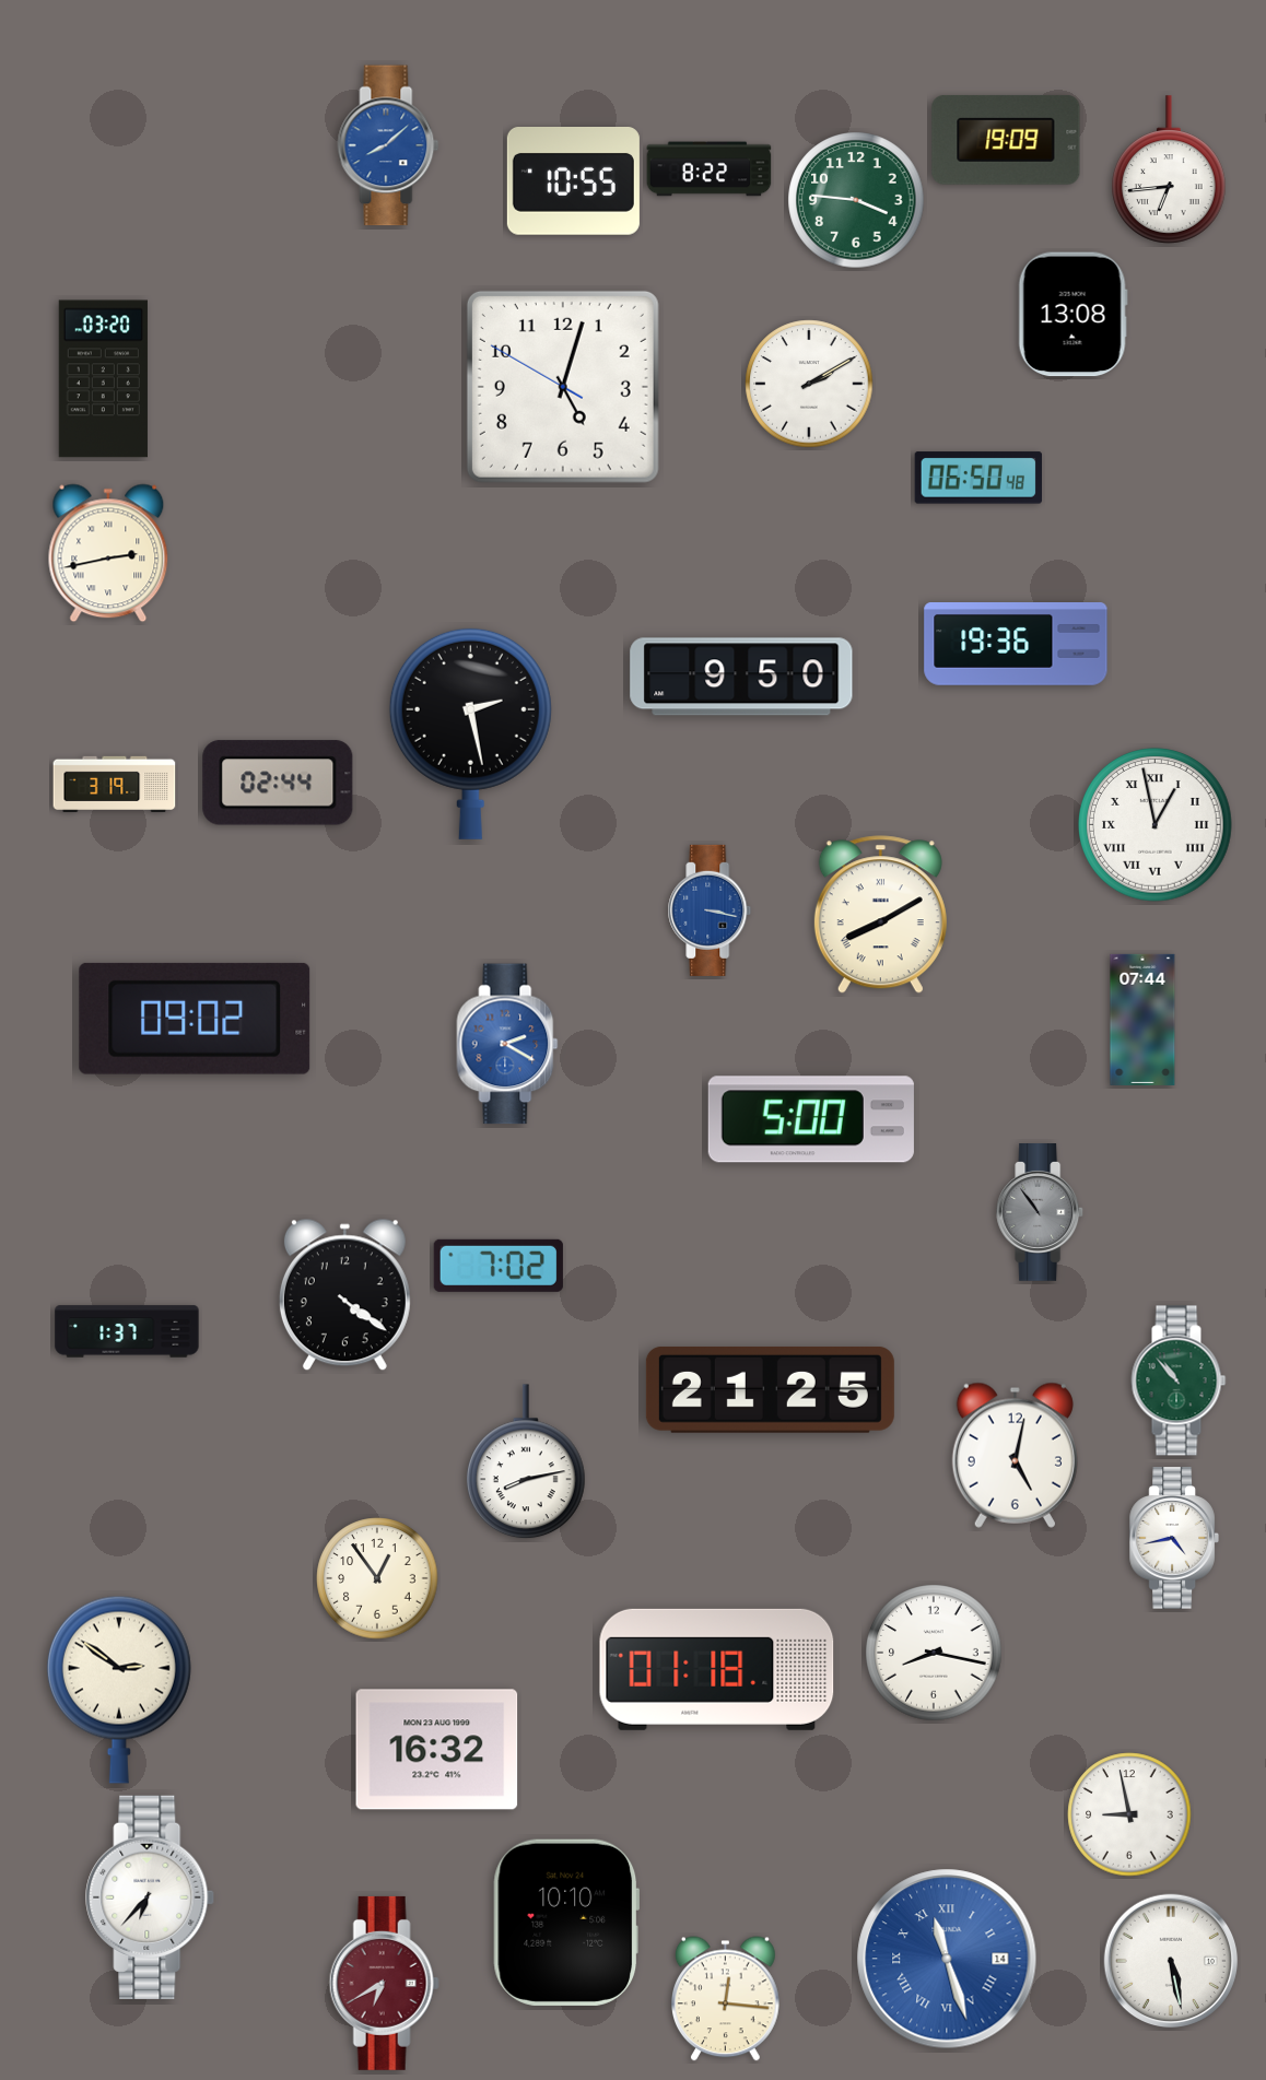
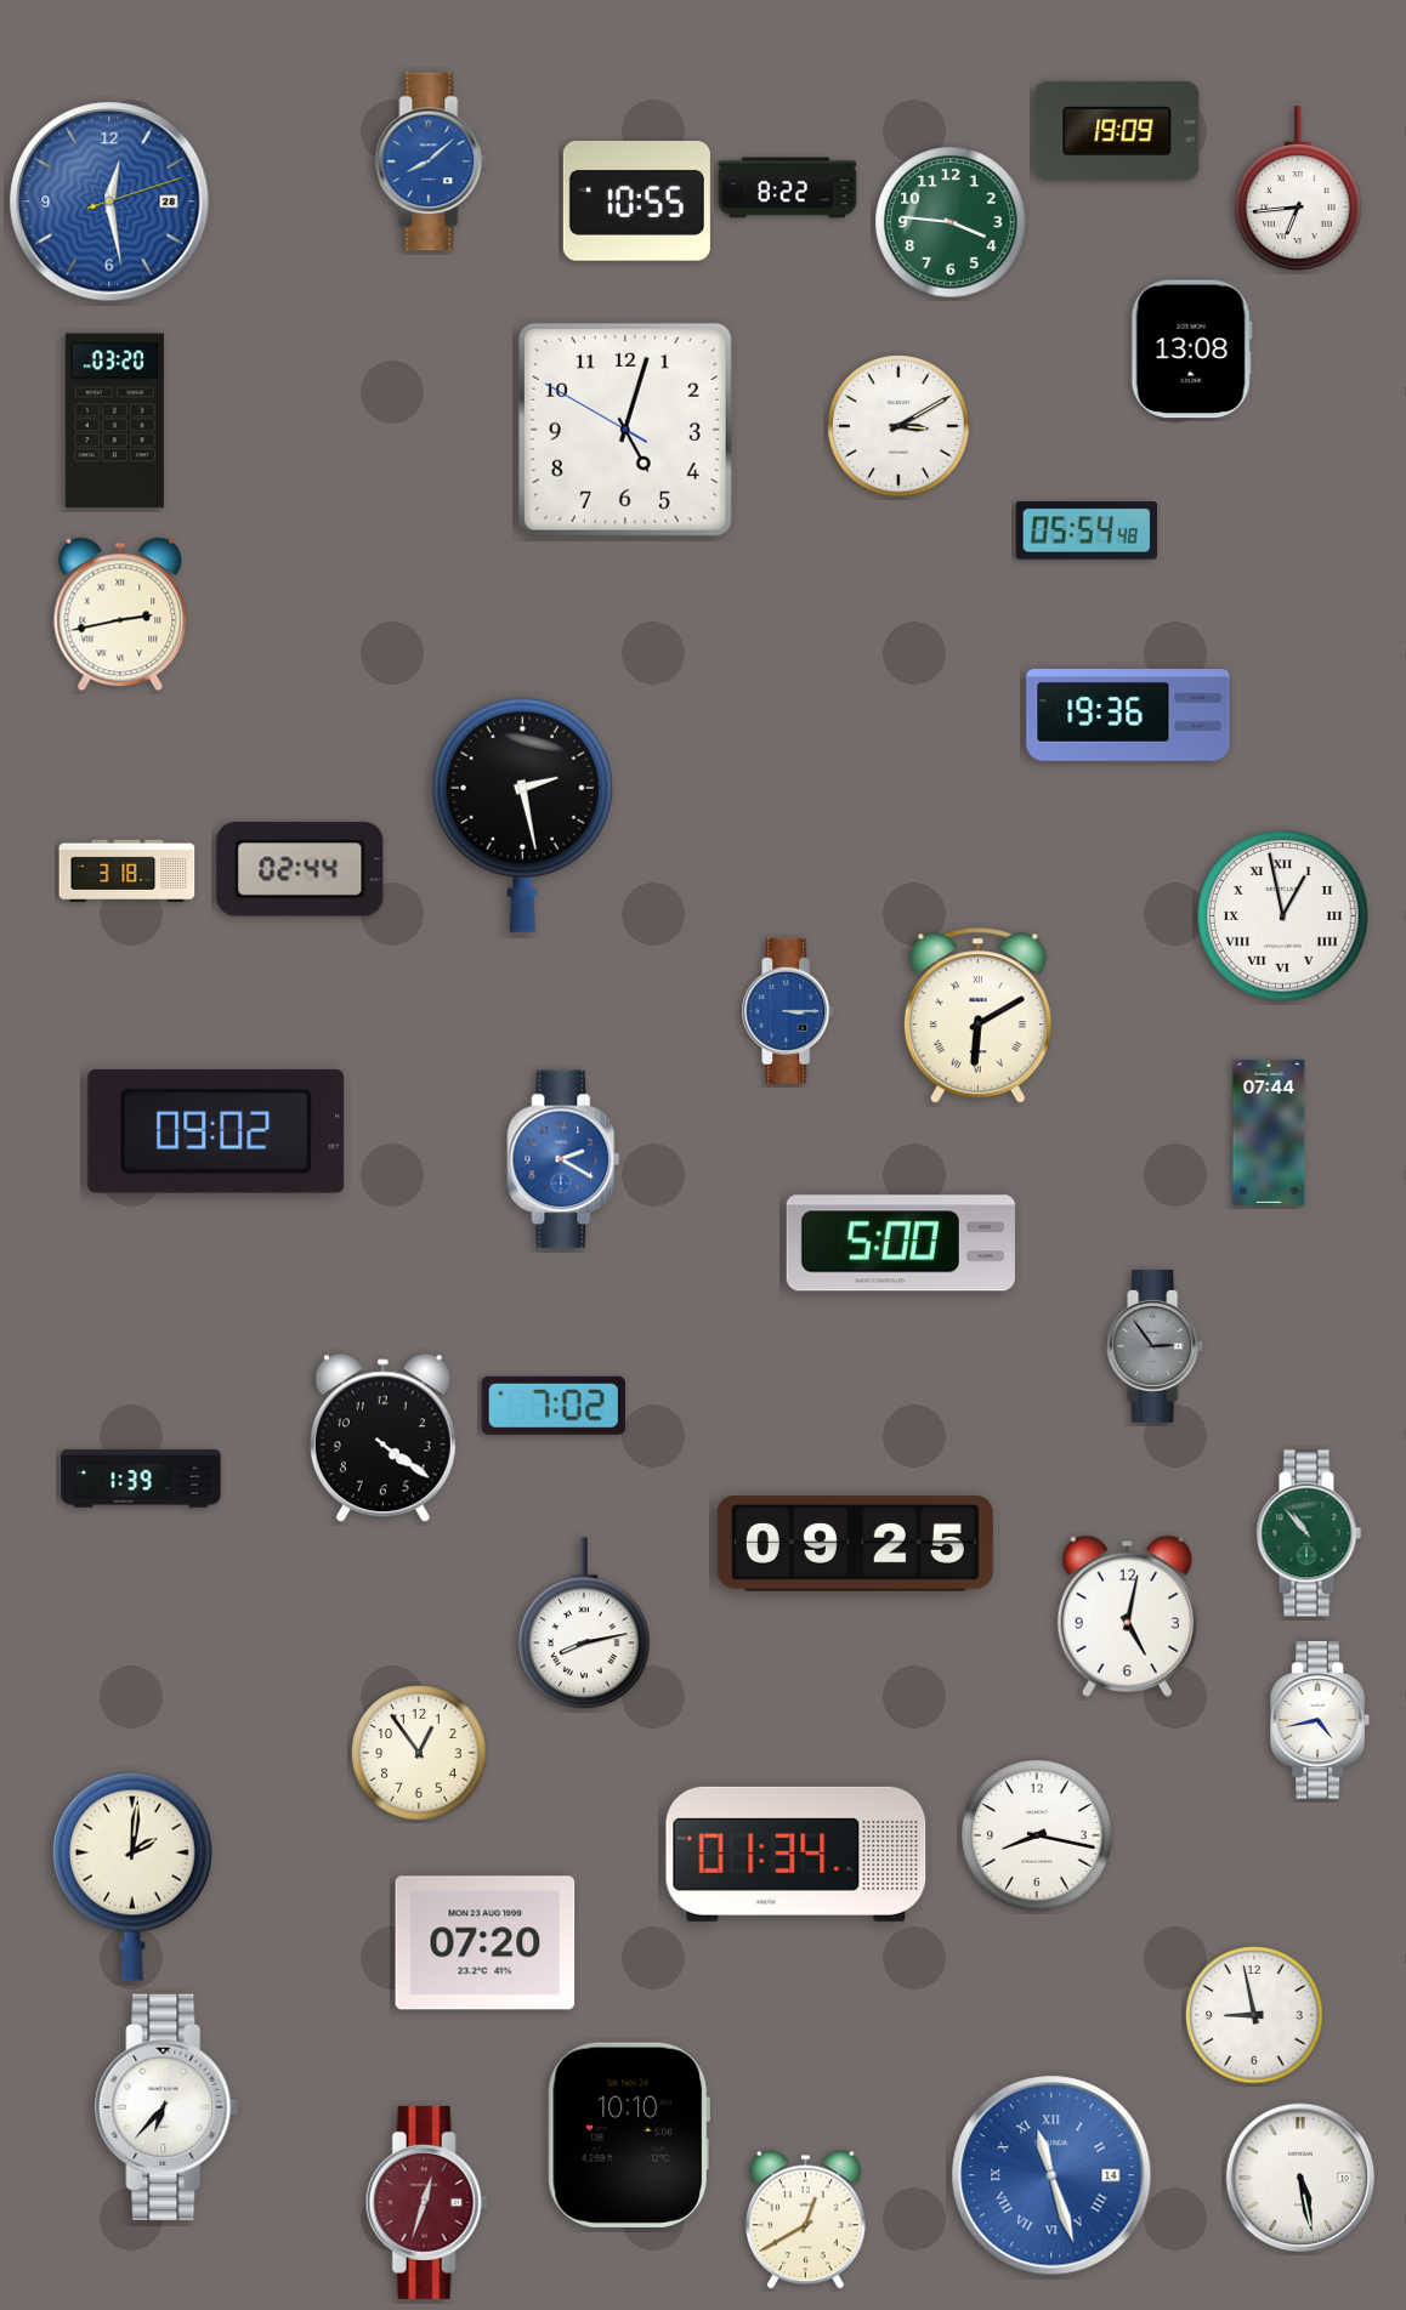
clock at (1006, 140) position: (1006, 140) -> (1117, 131)
clock at (109, 202): none -> 12:28
clock at (809, 384): 2:10 -> 3:10
clock at (977, 478): 06:50 -> 05:54
clock at (741, 677): 9:50 -> none
clock at (278, 783) position: (278, 783) -> (300, 869)
clock at (115, 784): 3:19 -> 3:18
clock at (710, 910): 3:17 -> 3:15
clock at (880, 915): 8:10 -> 6:10
clock at (1041, 1213): 10:54 -> 2:54
clock at (127, 1331): 1:37 -> 1:39
clock at (770, 1389): 21:25 -> 09:25
clock at (1174, 1538) position: (1174, 1538) -> (1320, 1720)
clock at (717, 1669): 01:18 -> 01:34
clock at (119, 1690): 2:51 -> 2:01
clock at (437, 1750): 16:32 -> 07:20
clock at (384, 1983): 6:40 -> 12:33
clock at (726, 1999): 12:16 -> 12:40
